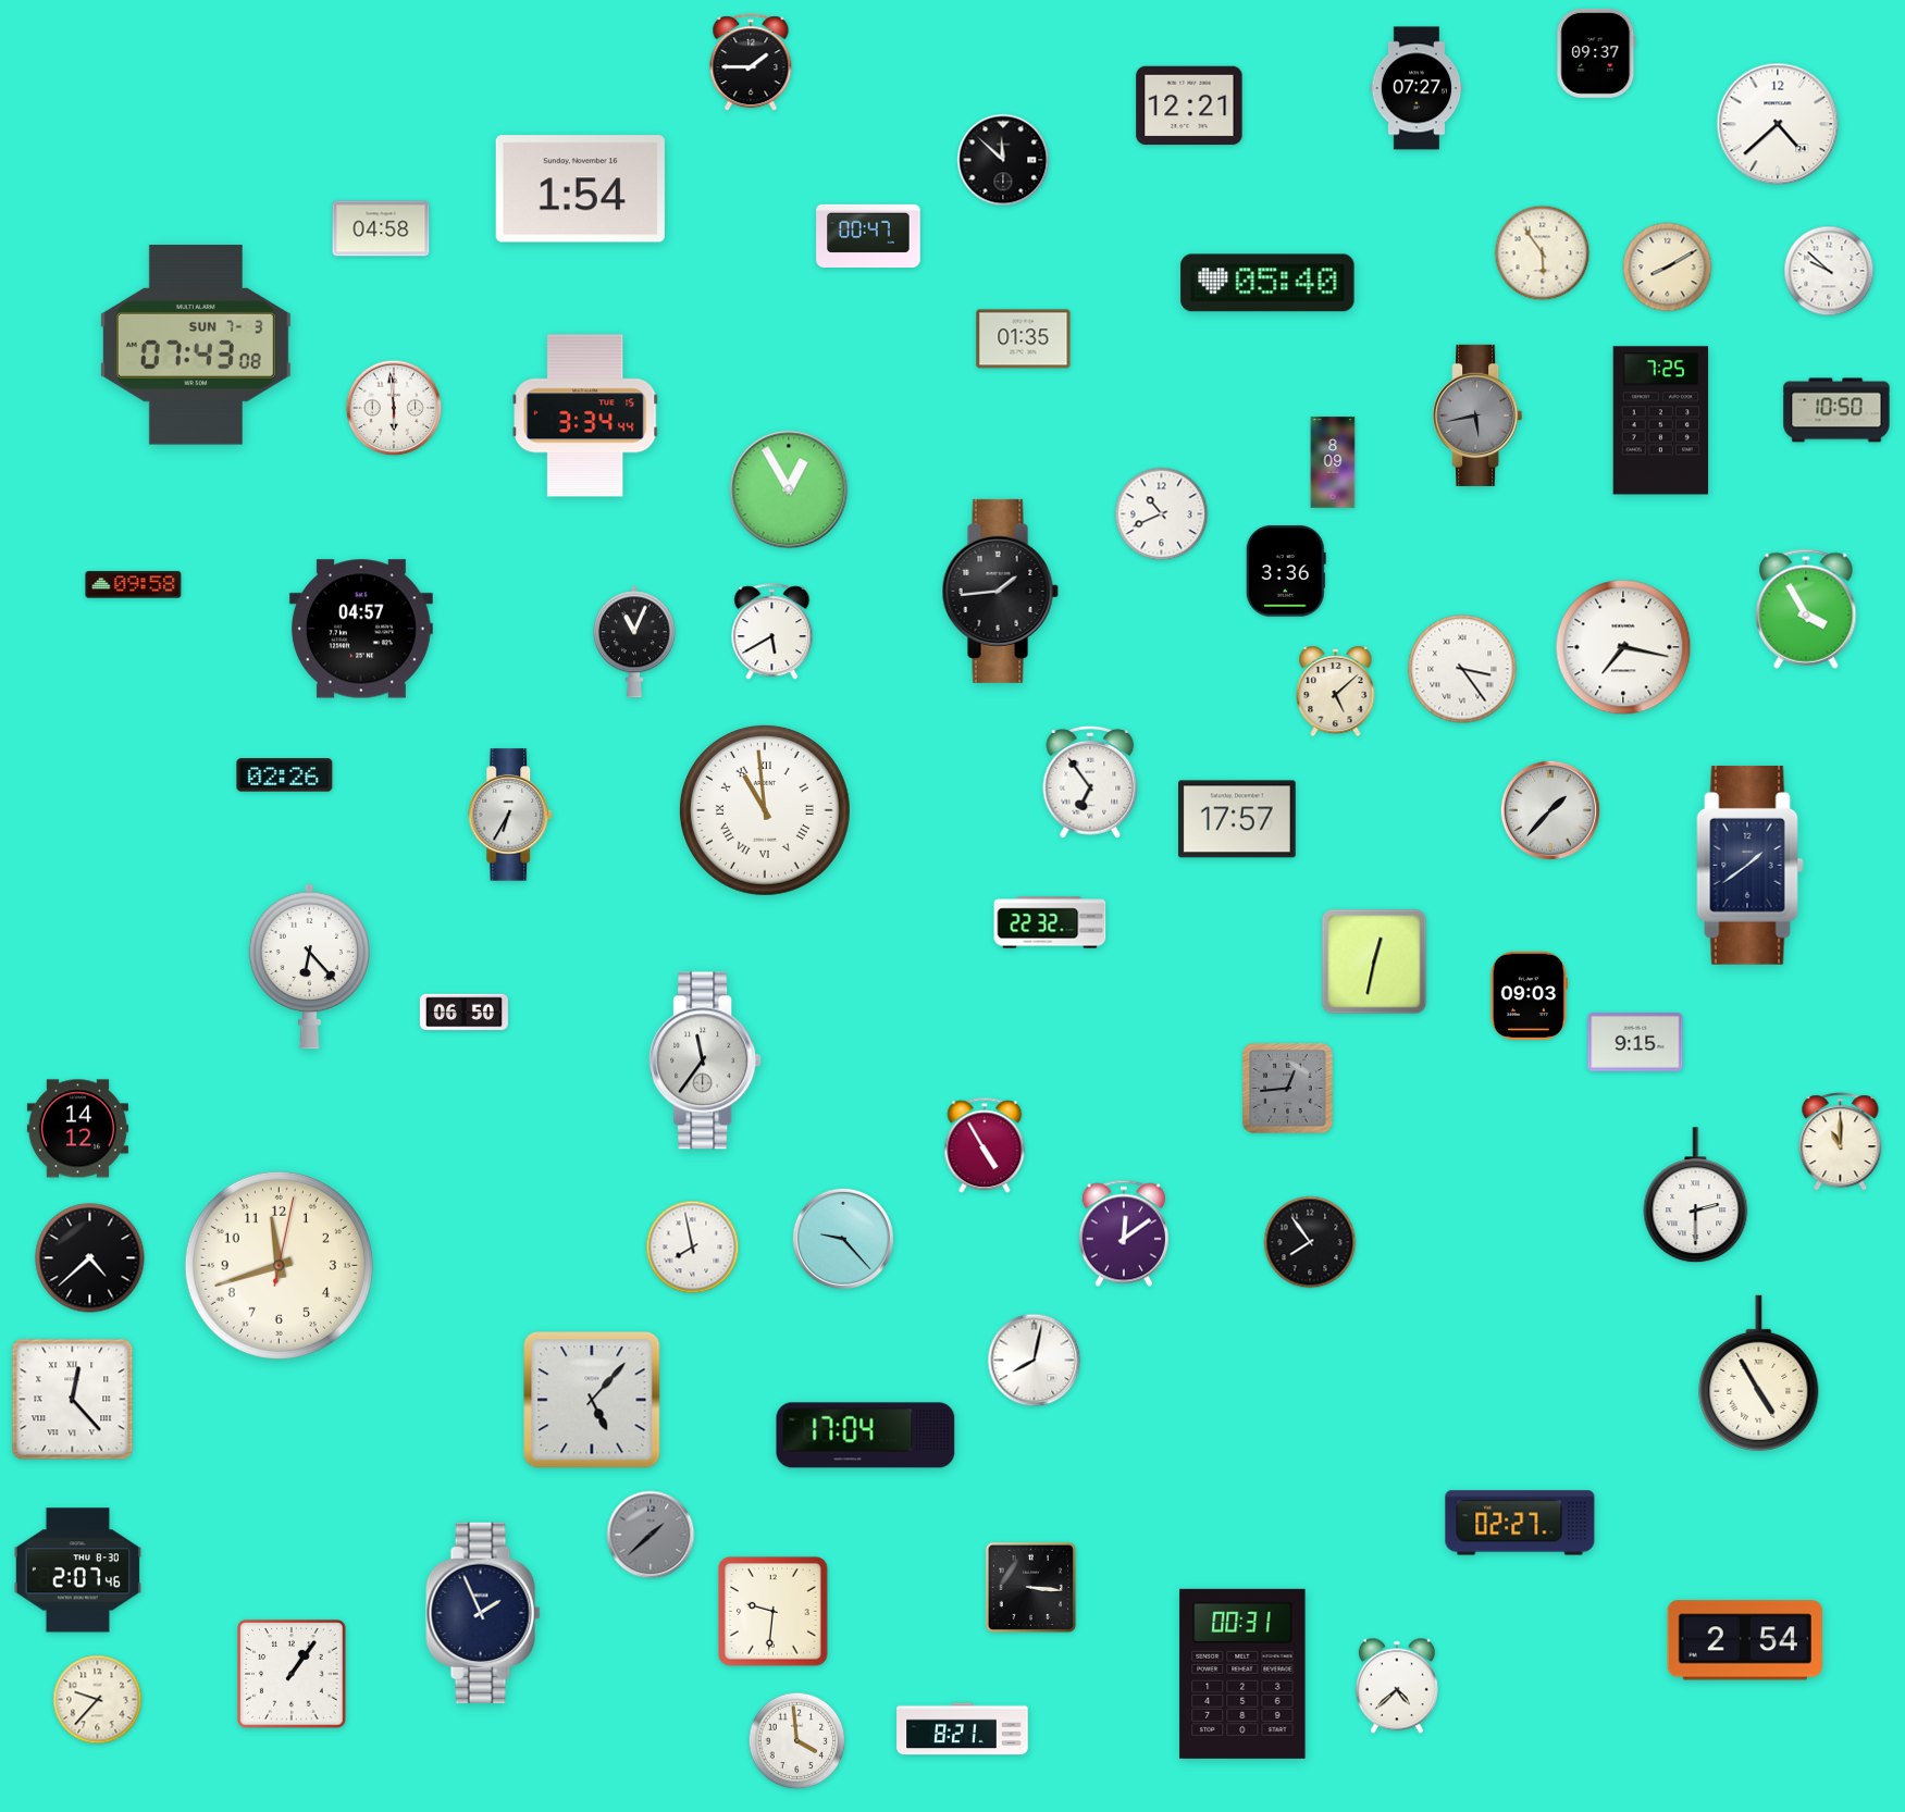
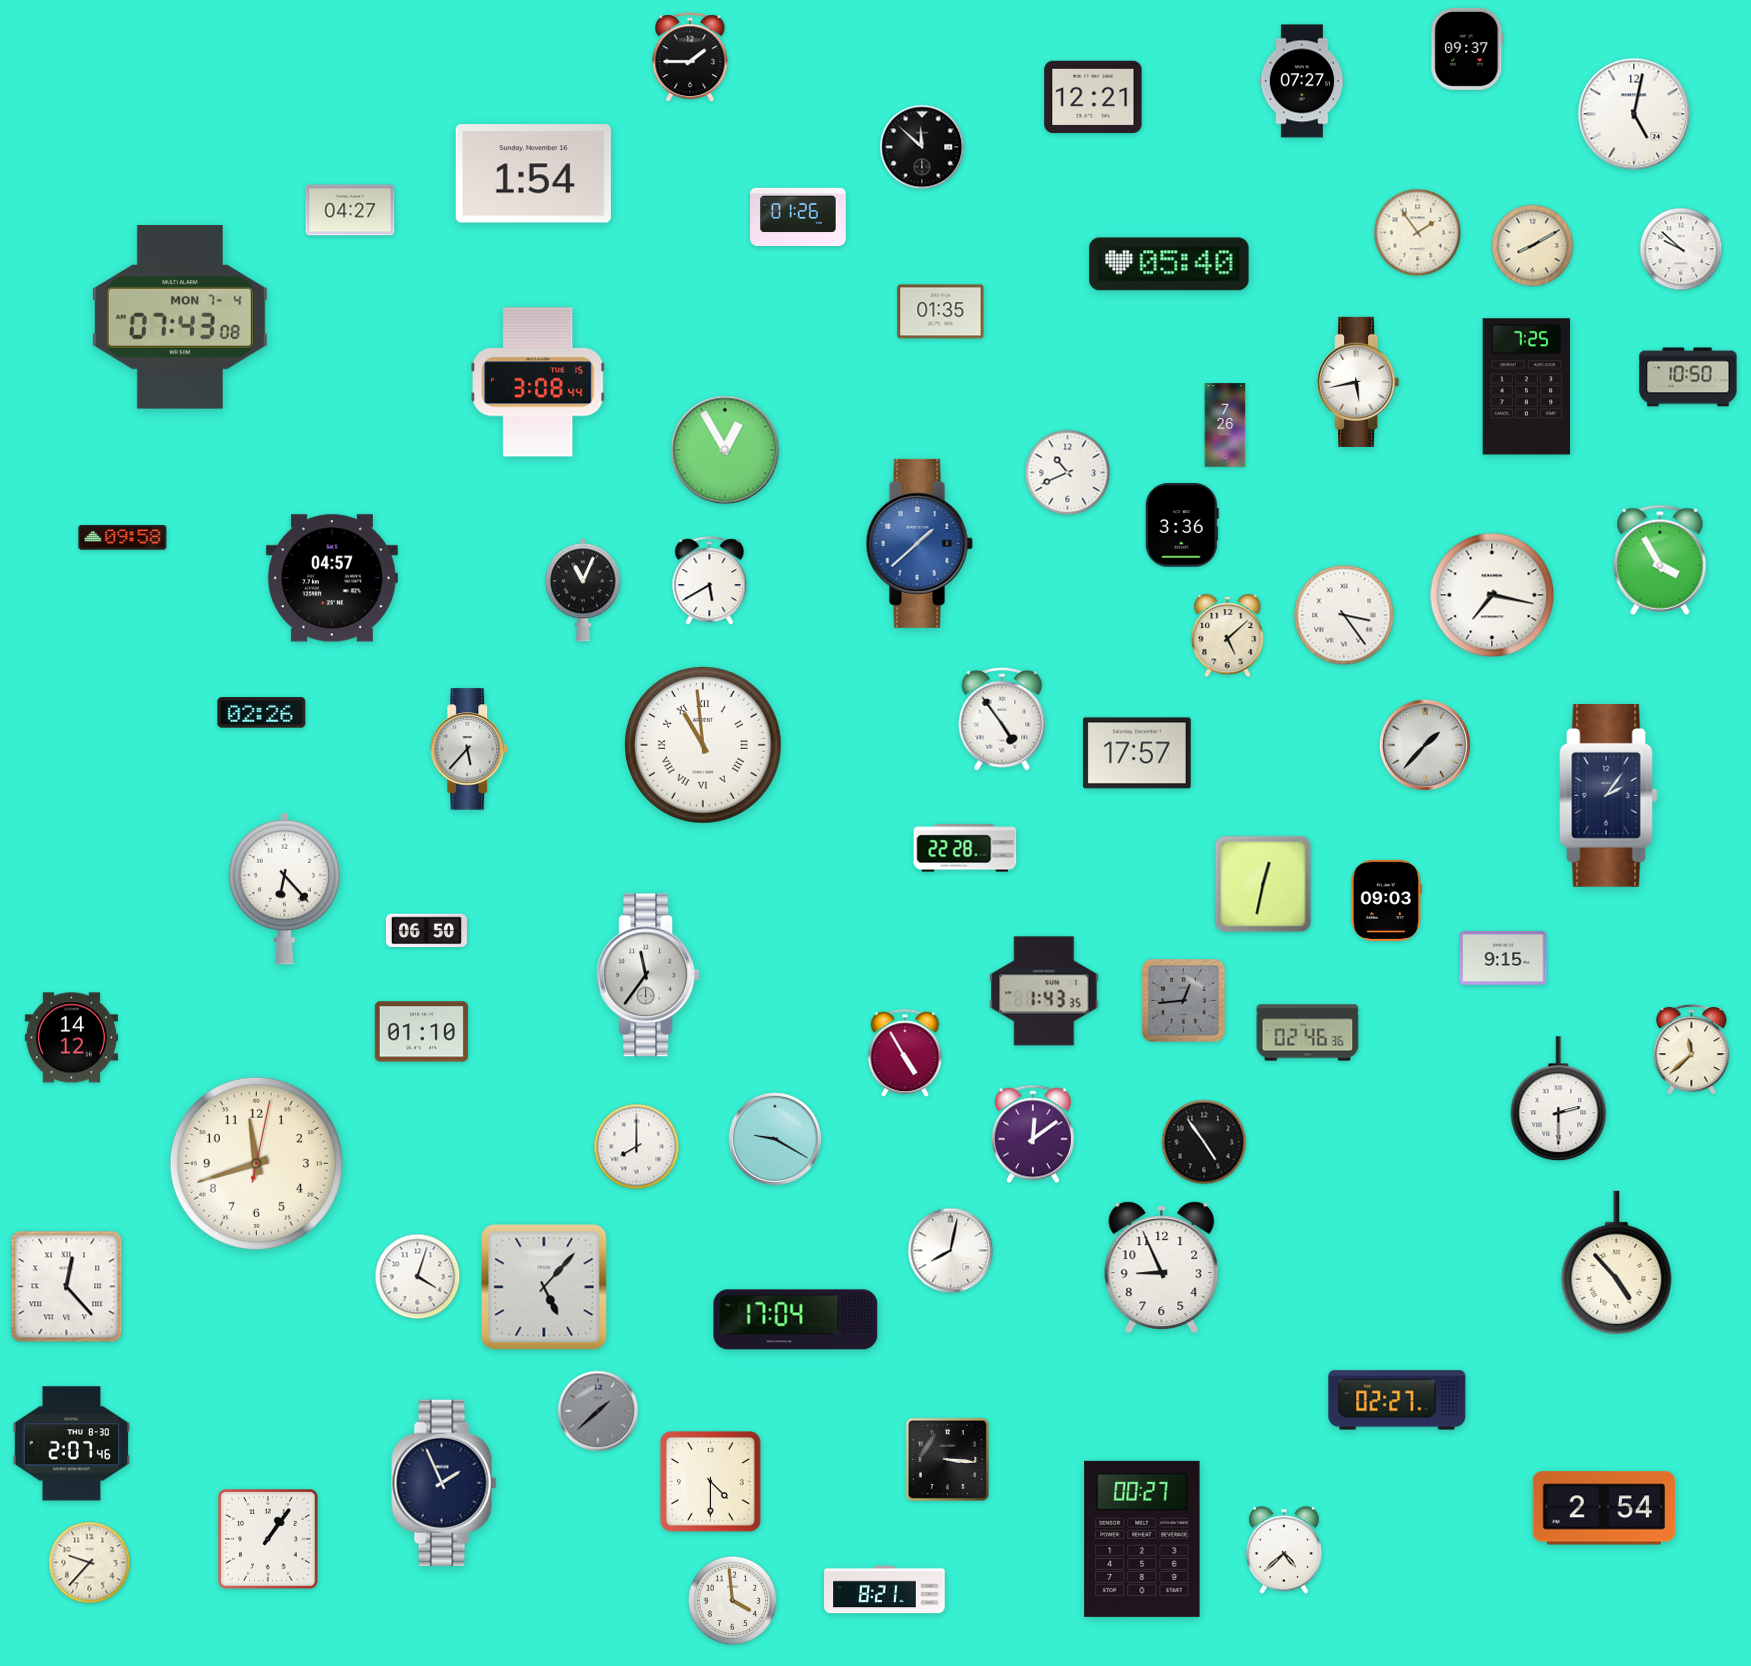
clock at (1778, 124): 4:38 -> 5:02
clock at (381, 228): 04:58 -> 04:27
clock at (868, 235): 00:47 -> 01:26
clock at (1543, 253): 5:54 -> 1:54
clock at (1267, 283) position: (1267, 283) -> (1169, 264)
clock at (196, 345) date: SUN 7-3 -> MON 7-4
clock at (394, 408): 5:59 -> none
clock at (585, 415): 3:34 -> 3:08
clock at (1477, 415) dial: grey -> white
clock at (1333, 462): 8:09 -> 7:26
clock at (1000, 591): 1:44 -> 1:38
clock at (1000, 591) dial: black -> blue
clock at (1090, 782): 6:54 -> 4:54
clock at (511, 815): 6:35 -> 5:37
clock at (1751, 865): 1:39 -> 2:06
clock at (1050, 922): 22:32 -> 22:28
clock at (1529, 995) position: (1529, 995) -> (1386, 900)
clock at (1044, 991): none -> 1:43
clock at (421, 1032): none -> 01:10
clock at (1308, 1033): none -> 02:46
clock at (1841, 1142): 11:00 -> 11:38
clock at (843, 1239): 9:23 -> 9:20
clock at (1310, 1242): 7:54 -> 4:54
clock at (693, 1248): 7:58 -> 8:00
clock at (90, 1258): 4:38 -> none
clock at (1759, 1374): 4:55 -> 4:53
clock at (1162, 1267): none -> 8:56
clock at (418, 1277): none -> 4:03
clock at (774, 1612): 9:31 -> 4:30
clock at (1242, 1674): 00:31 -> 00:27
